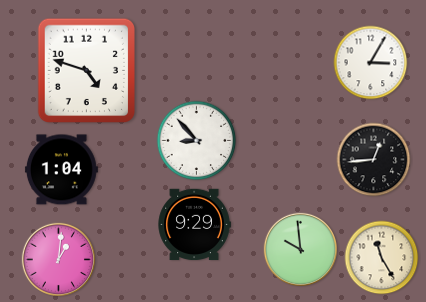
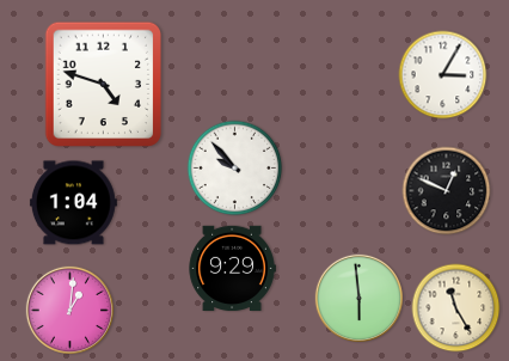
clock at (197, 141): 8:53 -> 9:53
clock at (374, 160): 12:44 -> 12:49
clock at (300, 249): 9:59 -> 5:59
